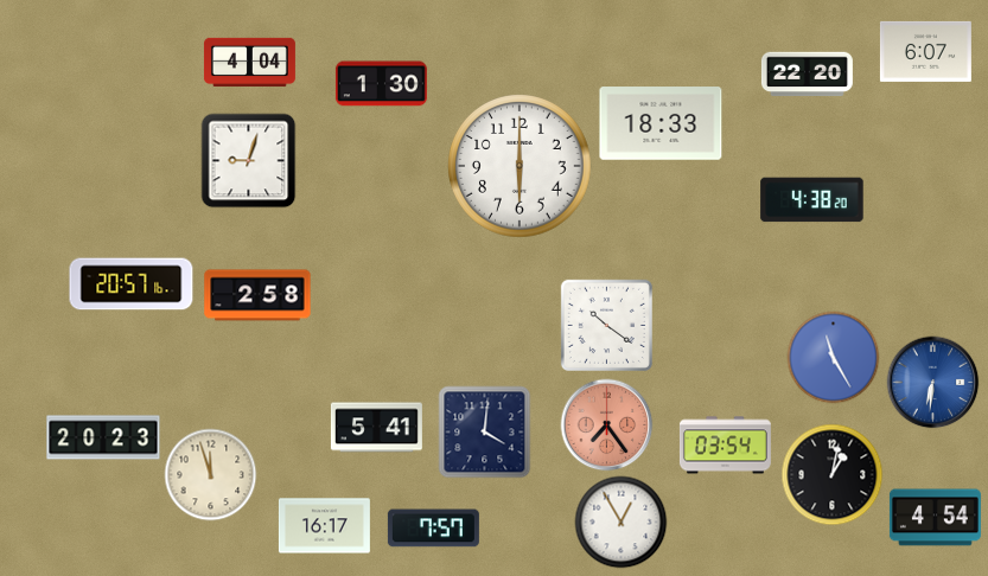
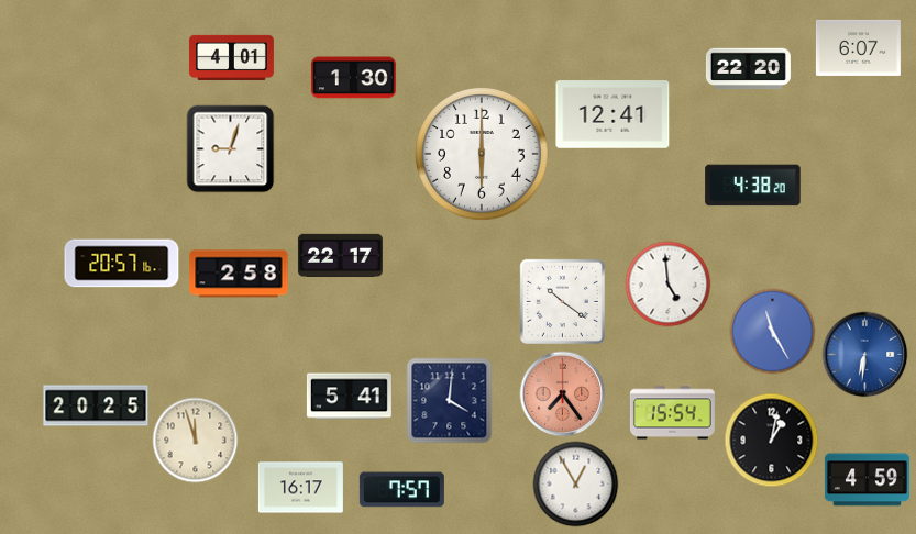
clock at (249, 62): 4:04 -> 4:01
clock at (661, 123): 18:33 -> 12:41
clock at (340, 255): none -> 22:17
clock at (667, 283): none -> 4:59
clock at (103, 437): 20:23 -> 20:25
clock at (725, 446): 03:54 -> 15:54
clock at (935, 518): 4:54 -> 4:59
